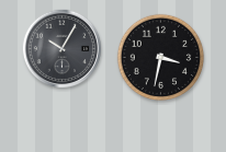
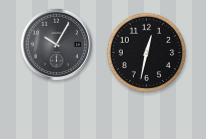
clock at (161, 58): 3:32 -> 12:32
